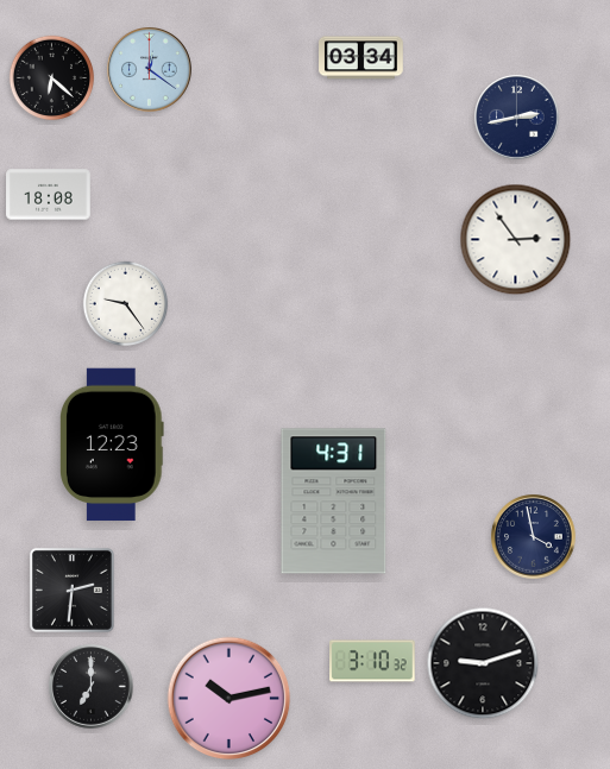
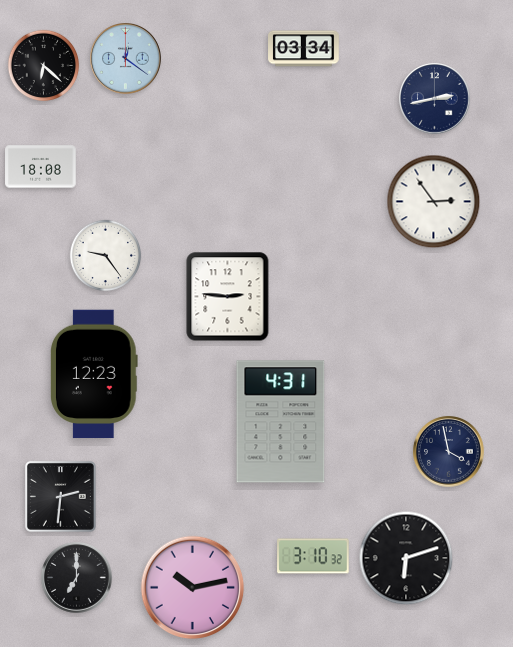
clock at (49, 195) position: (49, 195) -> (41, 167)
clock at (228, 297): none -> 2:46
clock at (483, 663): 9:12 -> 6:12
